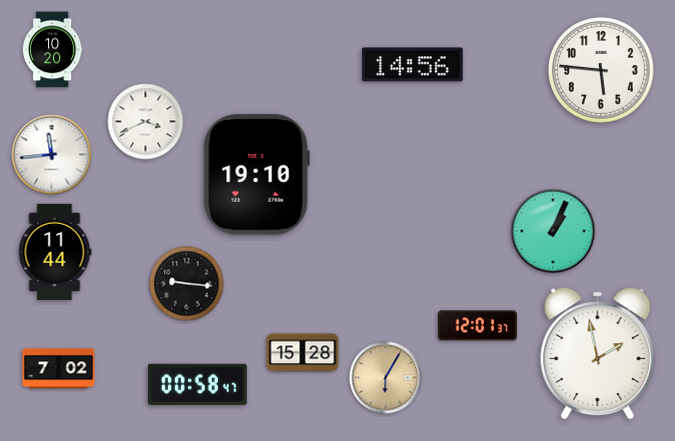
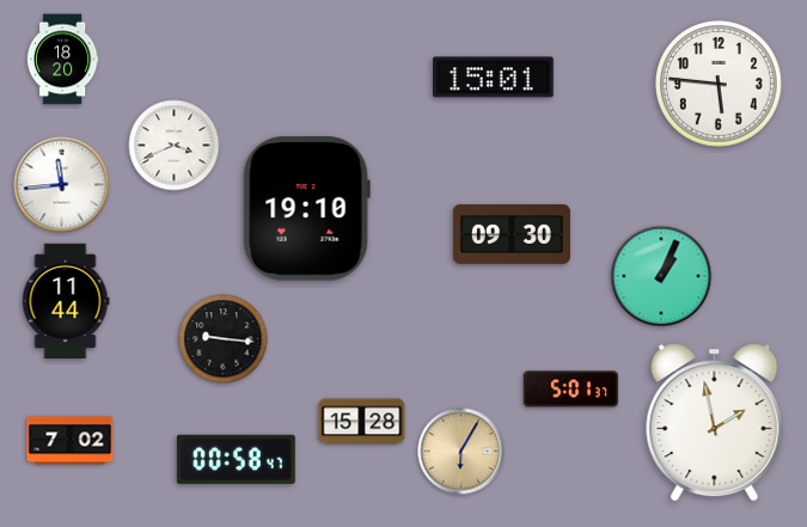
clock at (52, 50): 10:20 -> 18:20
clock at (413, 65): 14:56 -> 15:01
clock at (512, 235): none -> 09:30
clock at (477, 326): 12:01 -> 5:01
